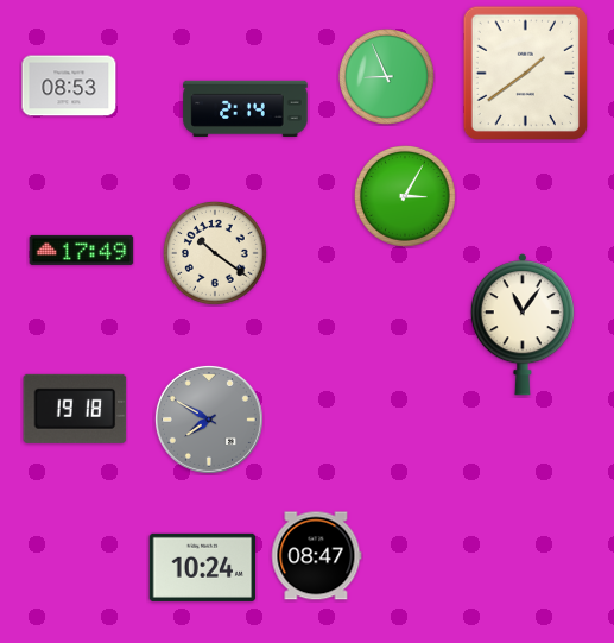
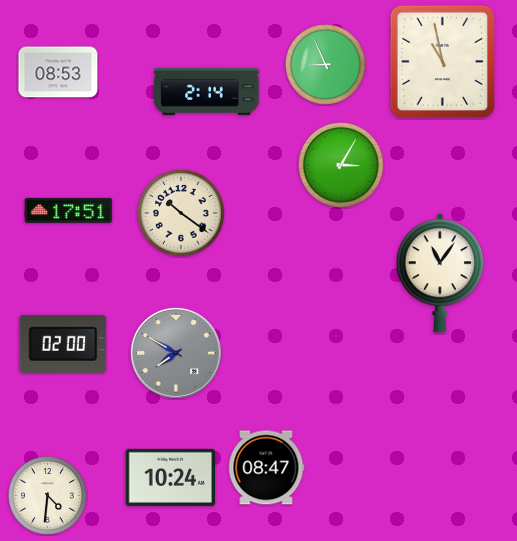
clock at (525, 74): 1:39 -> 10:58
clock at (82, 250): 17:49 -> 17:51
clock at (75, 409): 19:18 -> 02:00
clock at (48, 496): none -> 4:31
